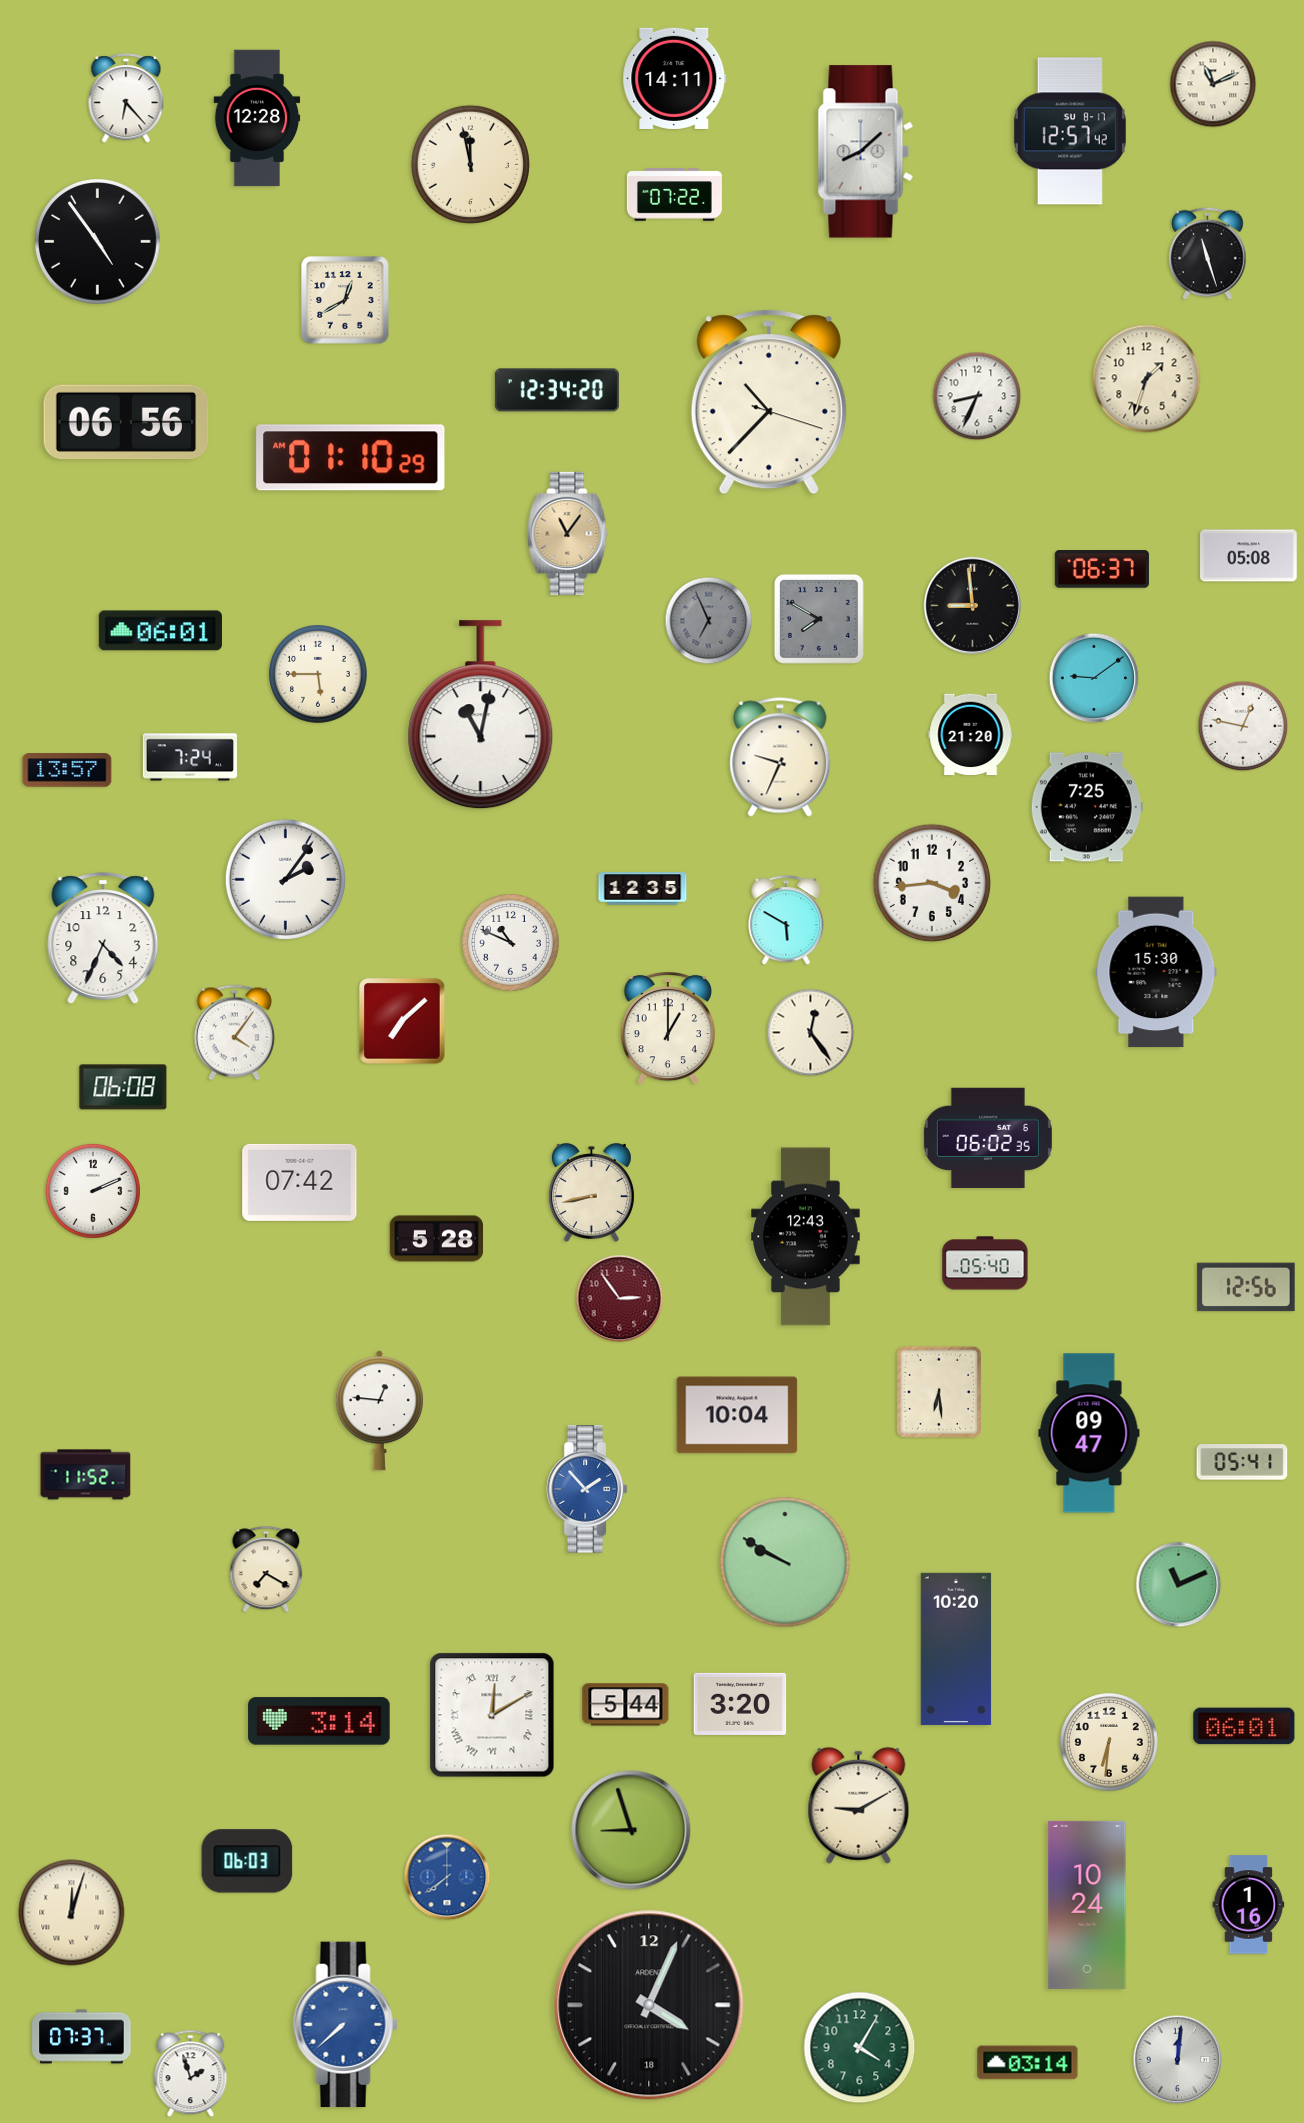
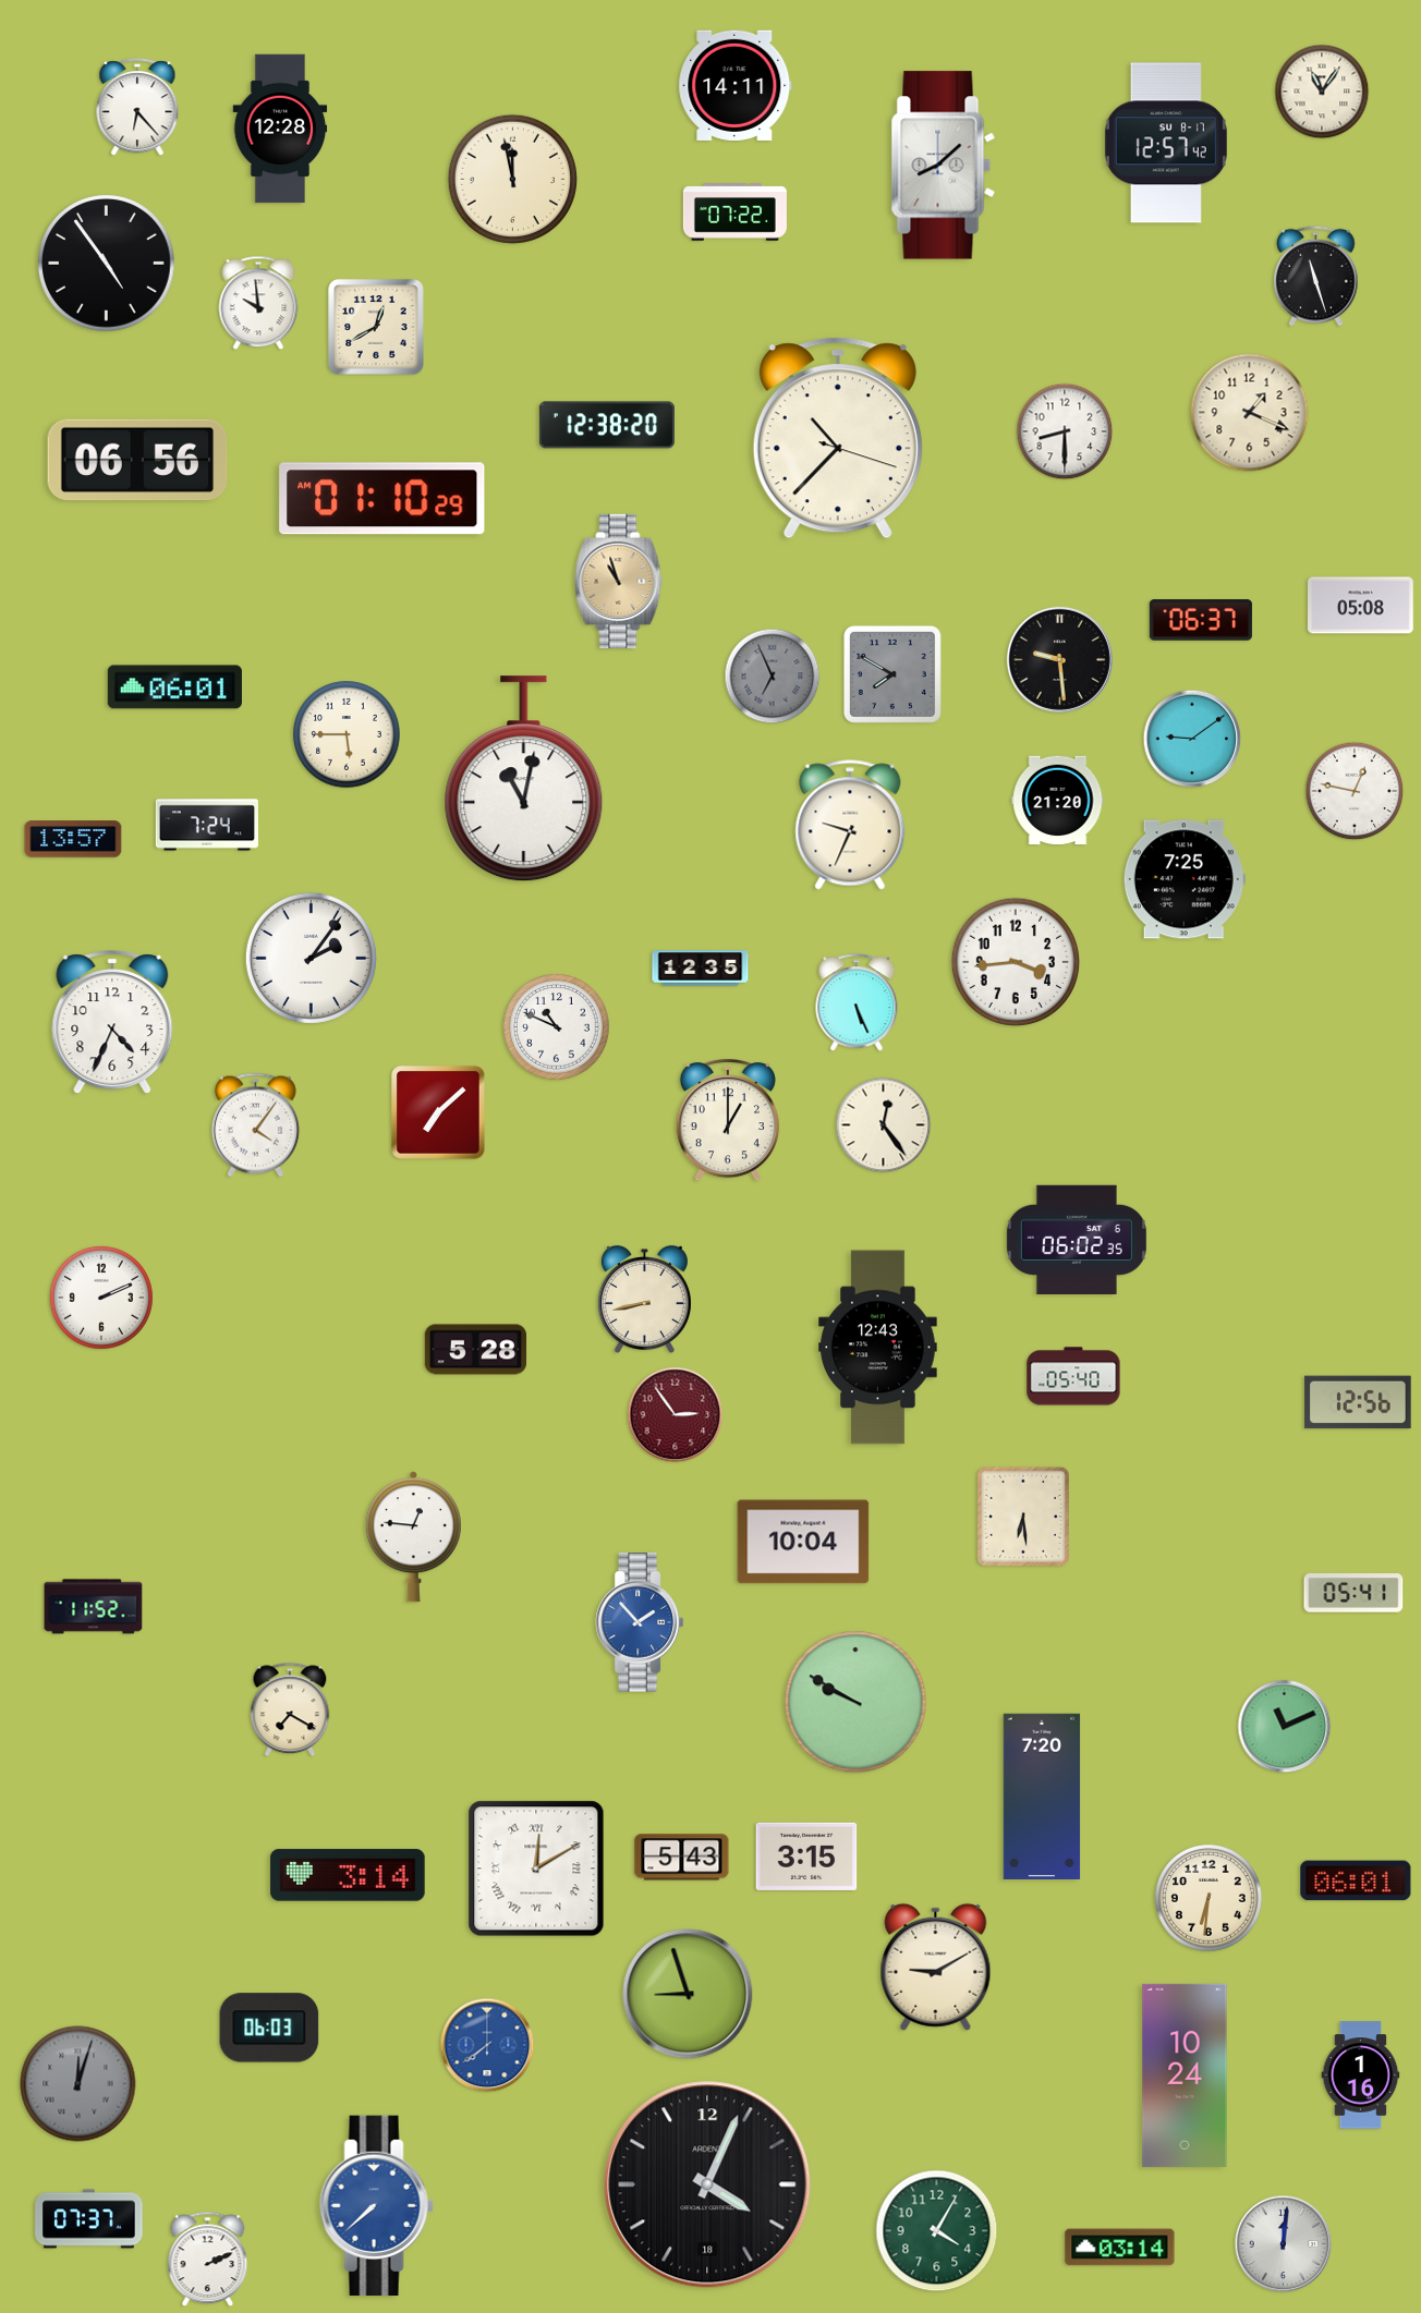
clock at (1213, 84): 11:11 -> 11:06
clock at (258, 303): none -> 9:59
clock at (1147, 379): 1:33 -> 1:19
clock at (557, 390): 12:34 -> 12:38
clock at (977, 396): 8:34 -> 8:30
clock at (568, 533): 11:06 -> 10:57
clock at (972, 605): 8:59 -> 9:29
clock at (786, 921): 5:50 -> 5:26
clock at (1156, 972): 15:30 -> none
clock at (123, 1087): 06:08 -> none
clock at (300, 1182): 07:42 -> none
clock at (1089, 1433): 09:47 -> none
clock at (956, 1649): 10:20 -> 7:20
clock at (740, 1704): 3:20 -> 3:15
clock at (626, 1705): 5:44 -> 5:43
clock at (72, 1913) dial: cream -> grey
clock at (191, 2074): 1:57 -> 2:11
